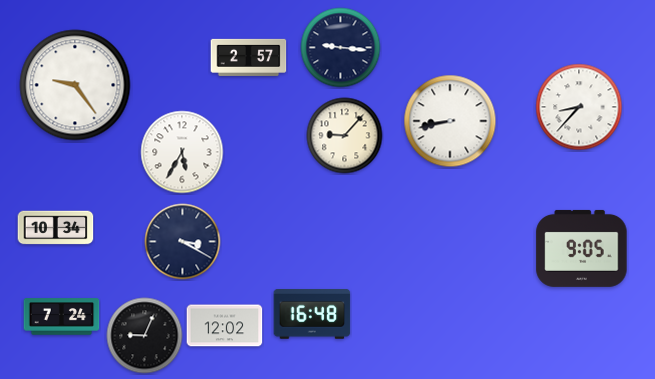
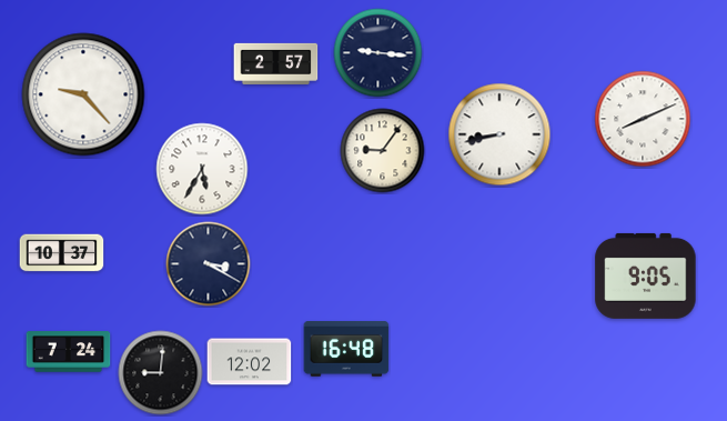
clock at (75, 85): 9:24 -> 9:23
clock at (579, 107): 8:37 -> 8:11
clock at (345, 136): 9:07 -> 9:06
clock at (56, 228): 10:34 -> 10:37
clock at (183, 242) position: (183, 242) -> (209, 264)
clock at (145, 336): 9:04 -> 9:01
